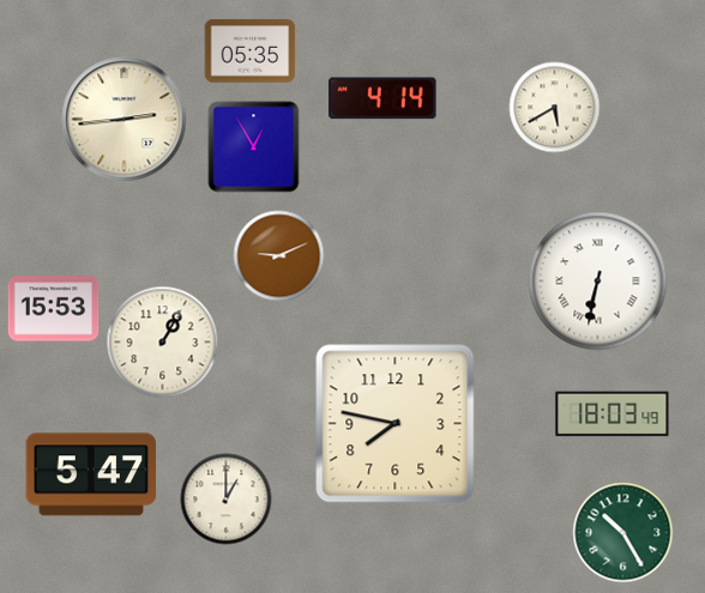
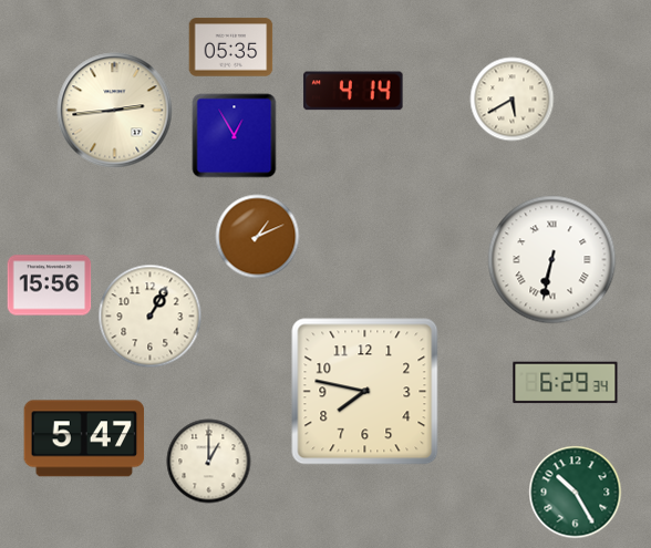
clock at (279, 256): 9:11 -> 1:11
clock at (54, 309): 15:53 -> 15:56
clock at (613, 415): 18:03 -> 6:29
